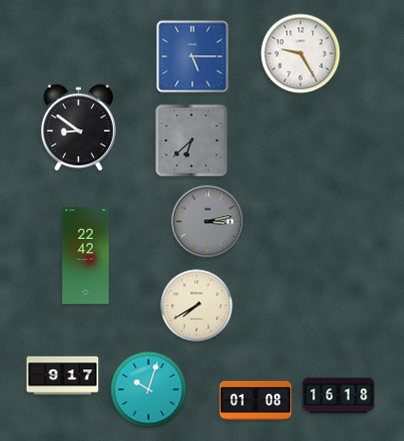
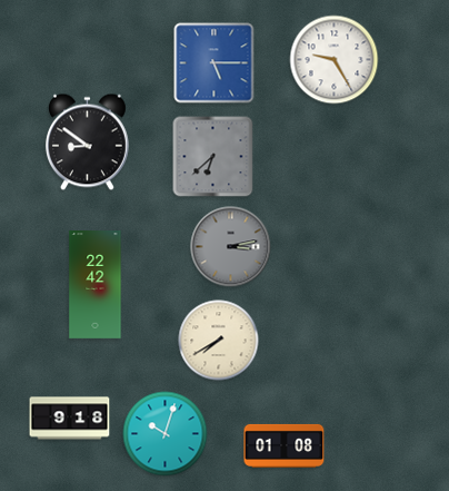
clock at (63, 376): 9:17 -> 9:18
clock at (339, 396): 16:18 -> none
